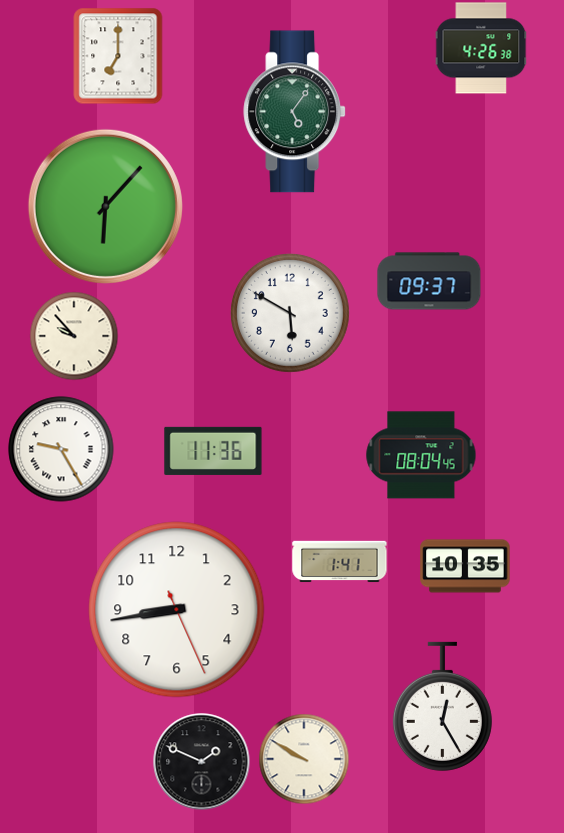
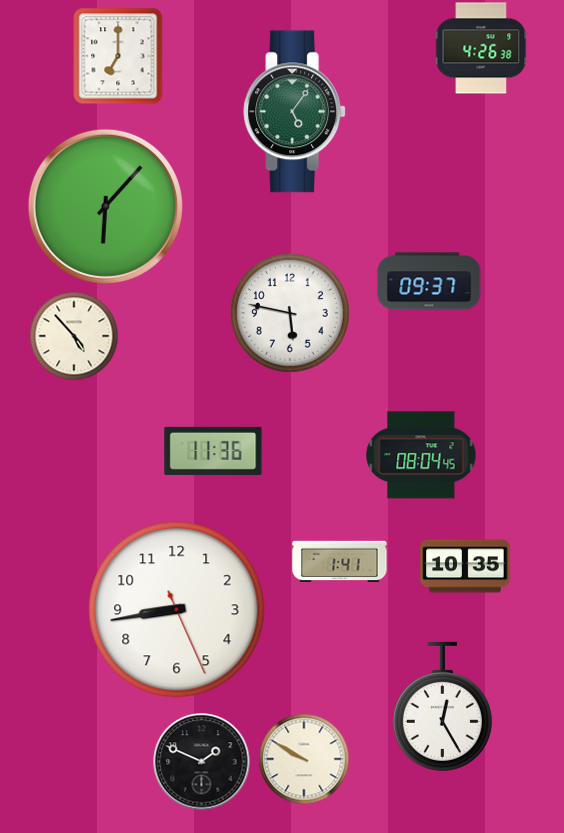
clock at (290, 313): 5:50 -> 5:47
clock at (74, 336): 9:53 -> 4:53
clock at (61, 449): 9:25 -> none
